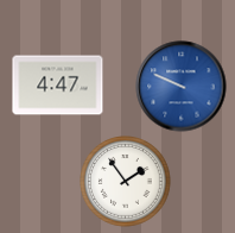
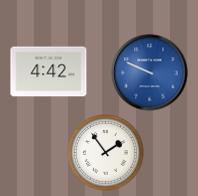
clock at (58, 86): 4:47 -> 4:42
clock at (182, 87) position: (182, 87) -> (150, 73)
